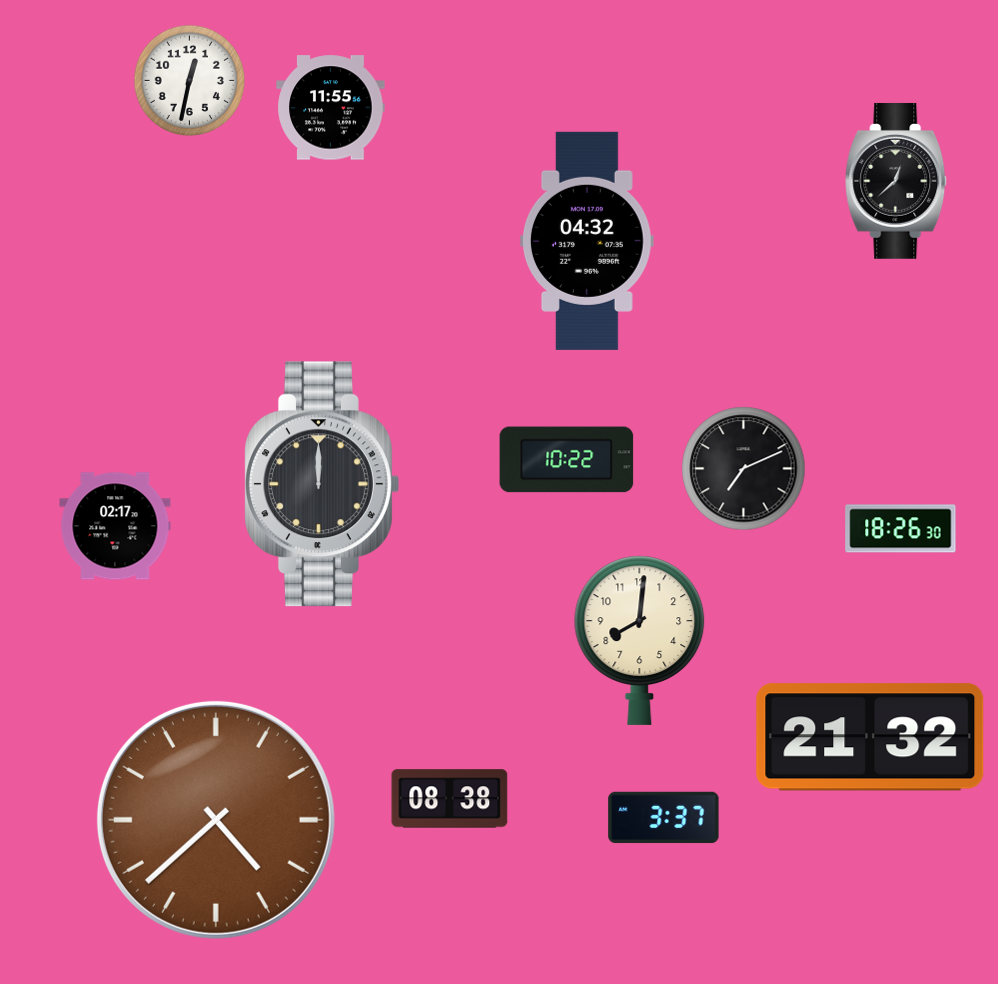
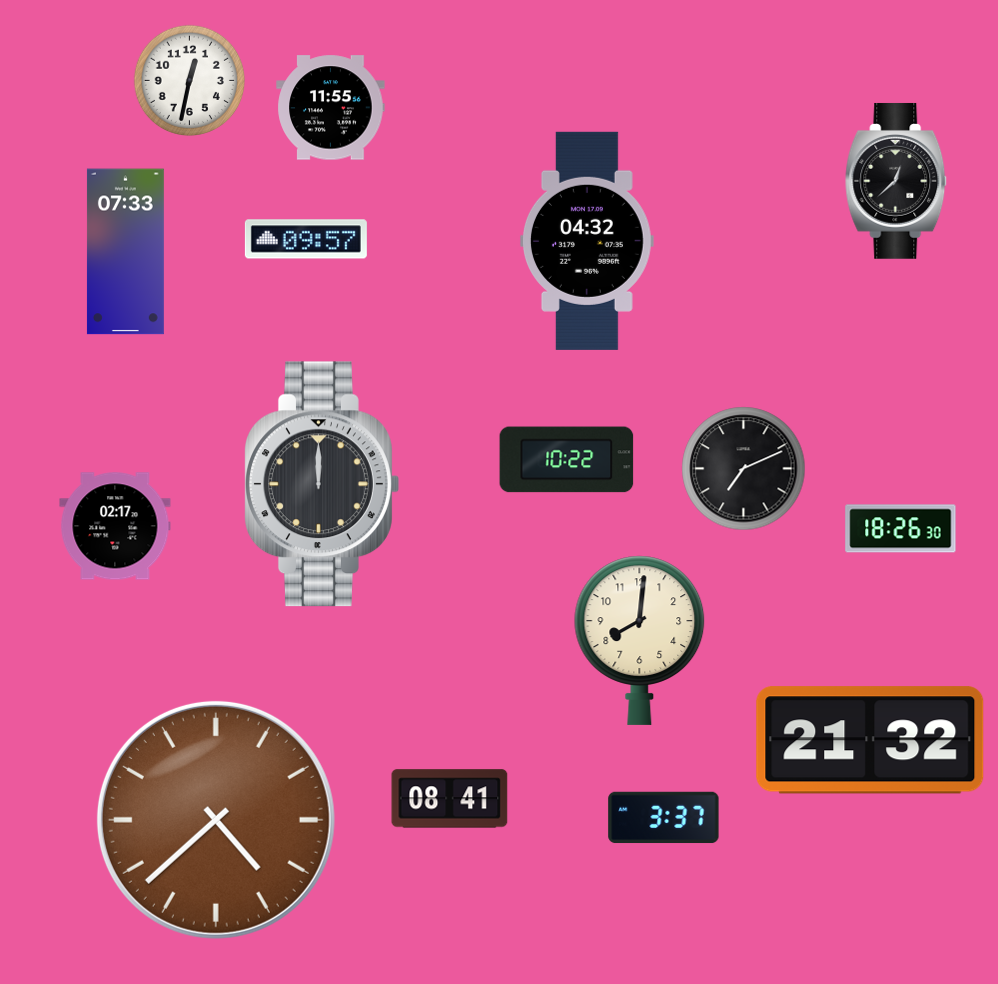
clock at (306, 239): none -> 09:57
clock at (125, 252): none -> 07:33
clock at (870, 737) position: (870, 737) -> (870, 740)
clock at (450, 799): 08:38 -> 08:41
